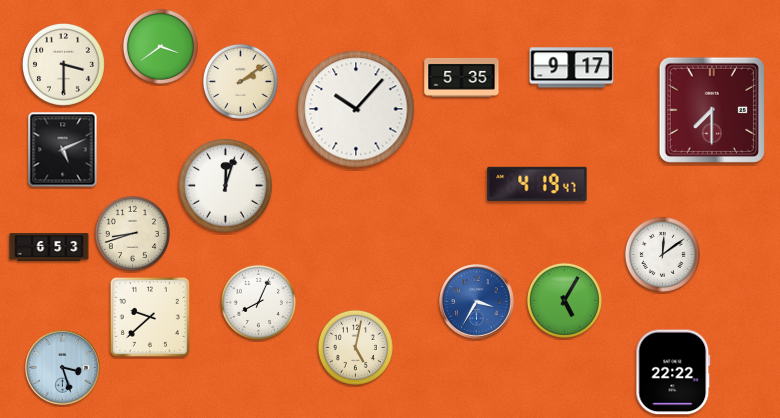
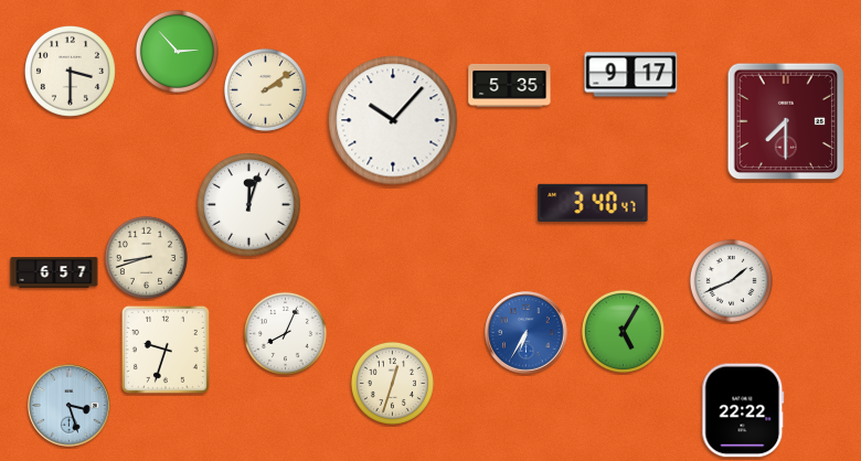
clock at (160, 46): 3:39 -> 2:53
clock at (63, 150): 5:11 -> none
clock at (537, 184): 4:19 -> 3:40
clock at (49, 247): 6:53 -> 6:57
clock at (662, 254): 12:09 -> 1:41
clock at (477, 302): 3:35 -> 6:35
clock at (150, 317): 9:38 -> 9:33
clock at (355, 347): 5:02 -> 12:33
